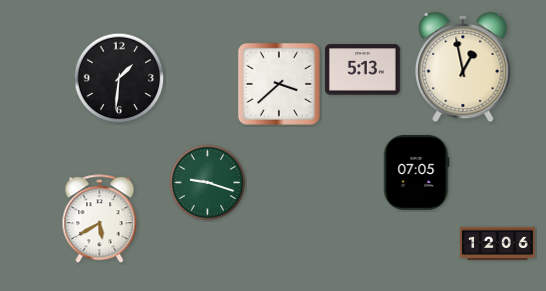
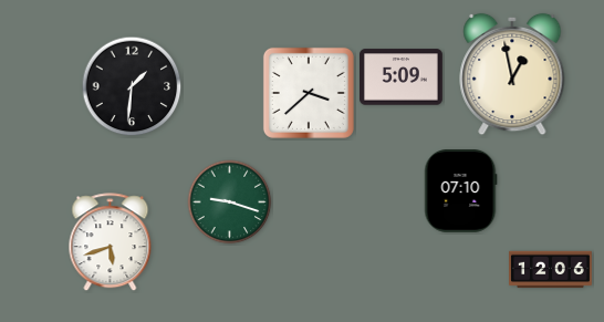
clock at (363, 70): 5:13 -> 5:09
clock at (416, 173): 07:05 -> 07:10
clock at (100, 219): 5:40 -> 5:42
